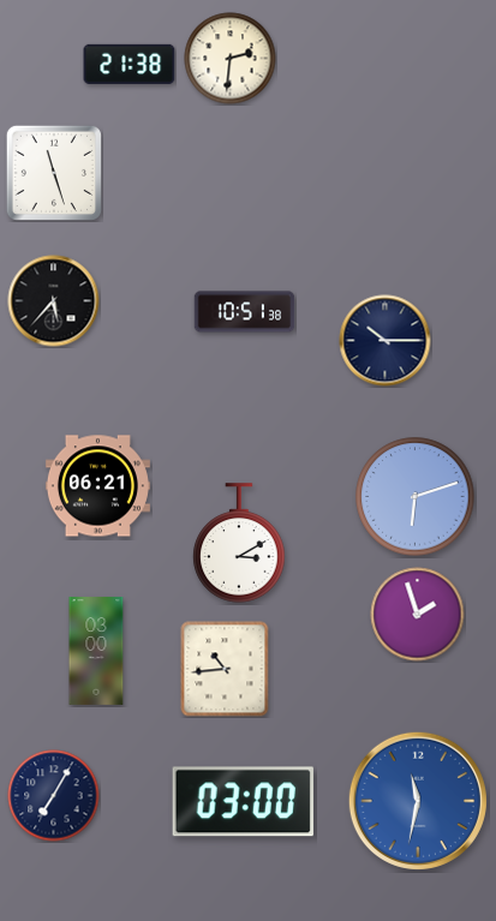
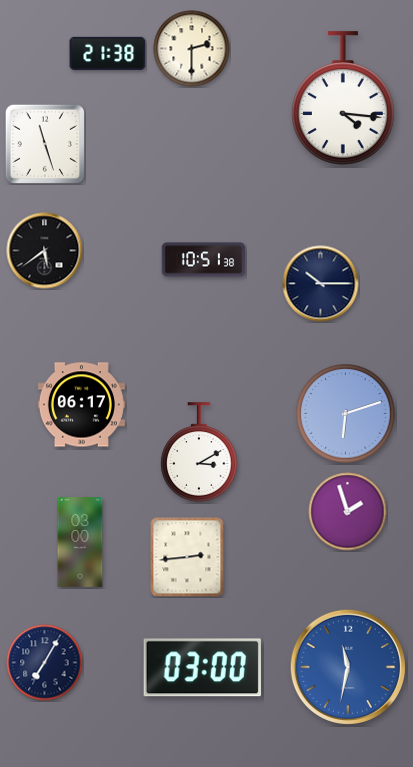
clock at (231, 59): 2:31 -> 2:30
clock at (343, 98): none -> 4:16
clock at (54, 301): 5:37 -> 5:39
clock at (97, 486): 06:21 -> 06:17
clock at (225, 669): 10:44 -> 2:44
